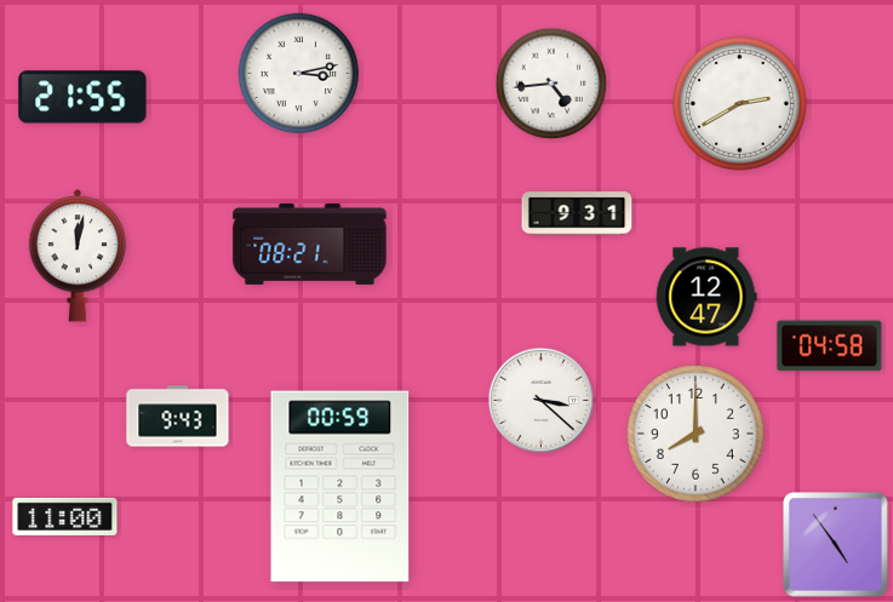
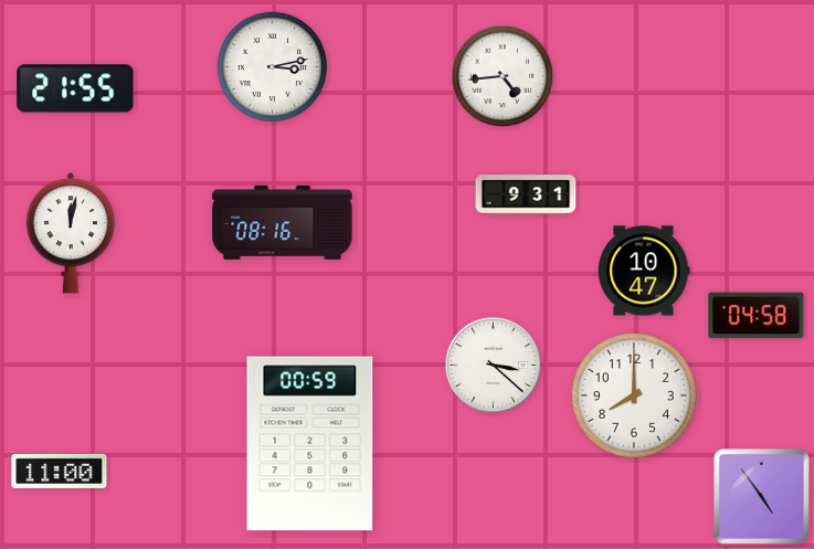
clock at (740, 104): 2:40 -> none
clock at (310, 245): 08:21 -> 08:16
clock at (706, 297): 12:47 -> 10:47
clock at (178, 417): 9:43 -> none
